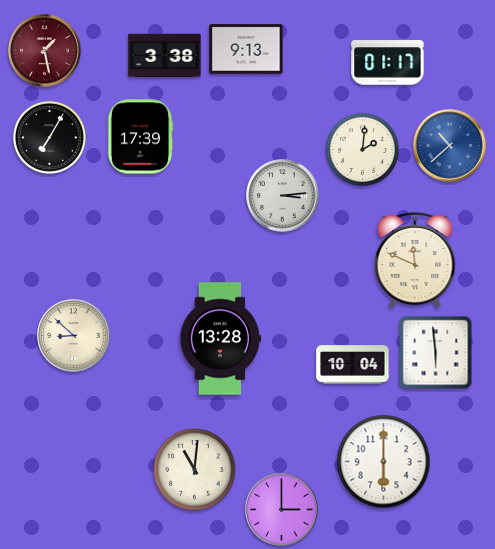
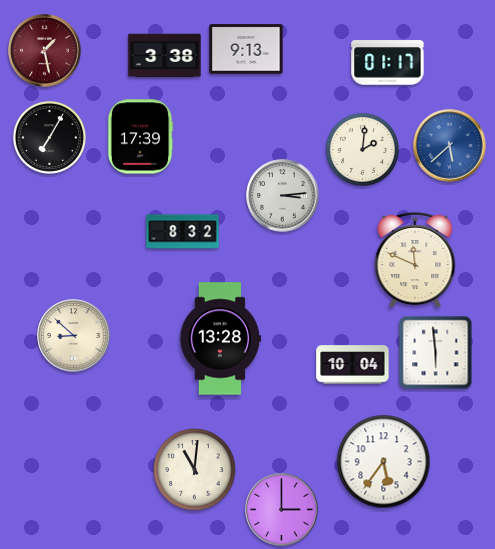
clock at (450, 146): 10:38 -> 5:38
clock at (183, 232): none -> 8:32
clock at (384, 462): 6:00 -> 5:36
